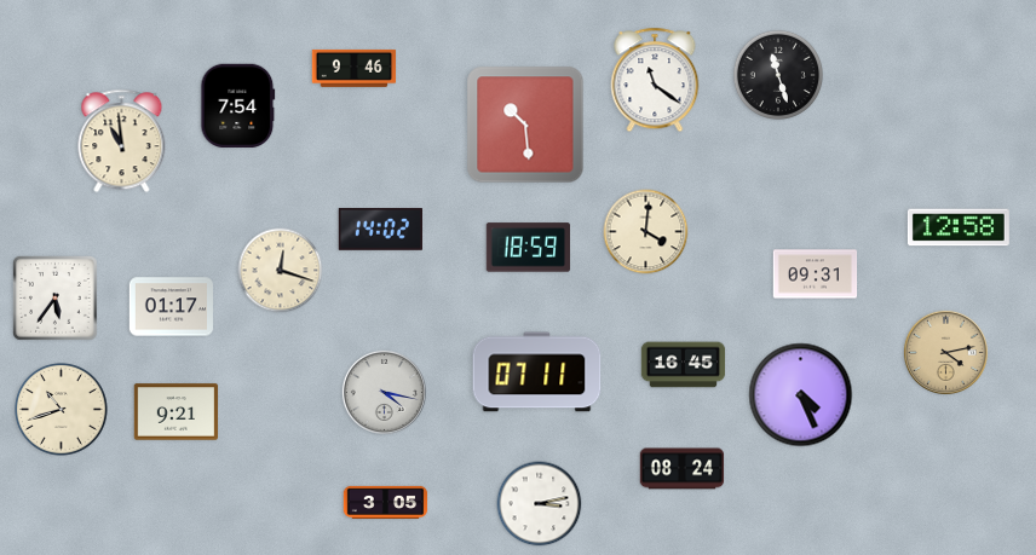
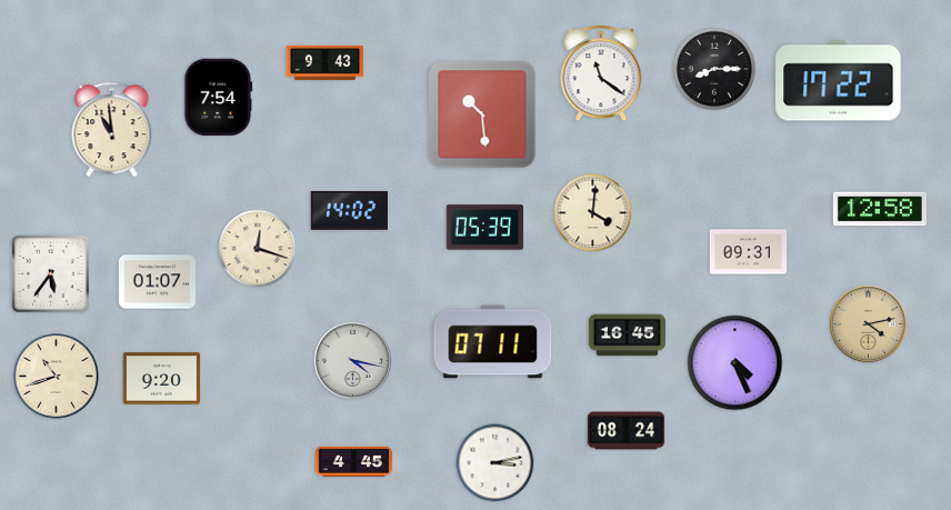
clock at (355, 68): 9:46 -> 9:43
clock at (778, 75): 11:27 -> 8:15
clock at (839, 81): none -> 17:22
clock at (528, 248): 18:59 -> 05:39
clock at (172, 307): 01:17 -> 01:07
clock at (177, 412): 9:21 -> 9:20
clock at (386, 502): 3:05 -> 4:45
